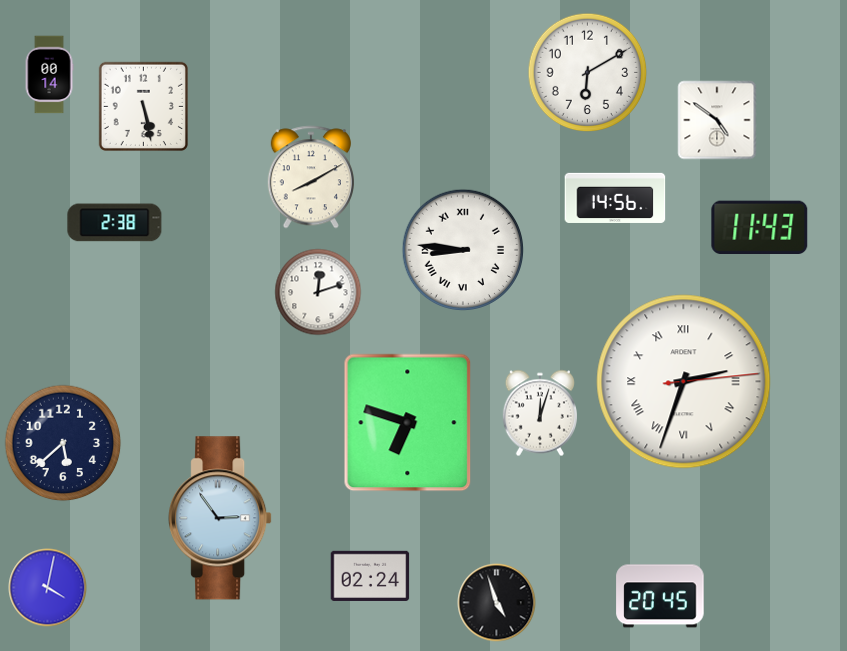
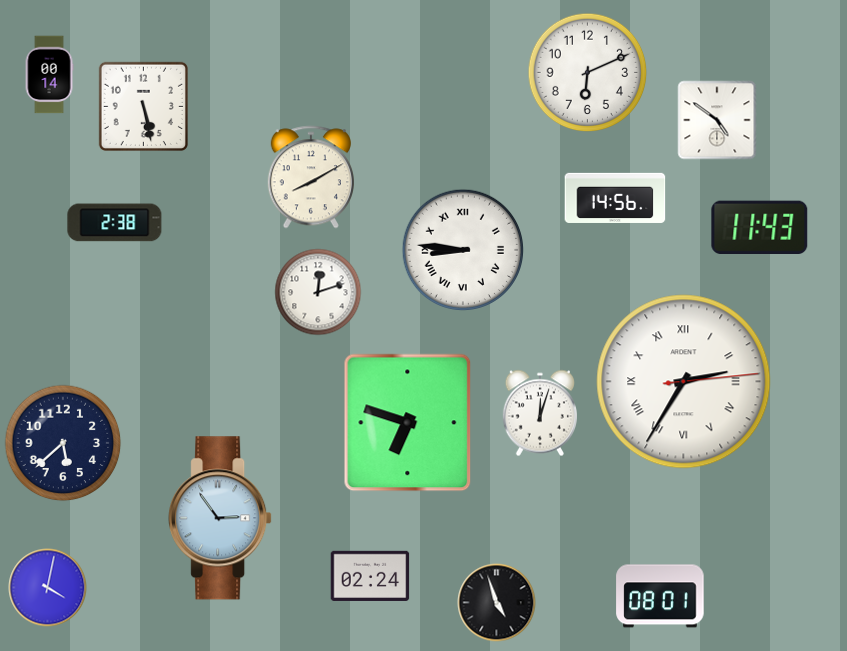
clock at (588, 73): 6:10 -> 6:11
clock at (684, 382): 2:33 -> 2:35
clock at (660, 596): 20:45 -> 08:01
